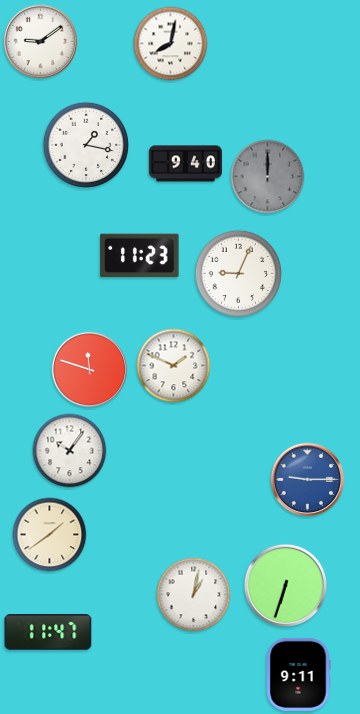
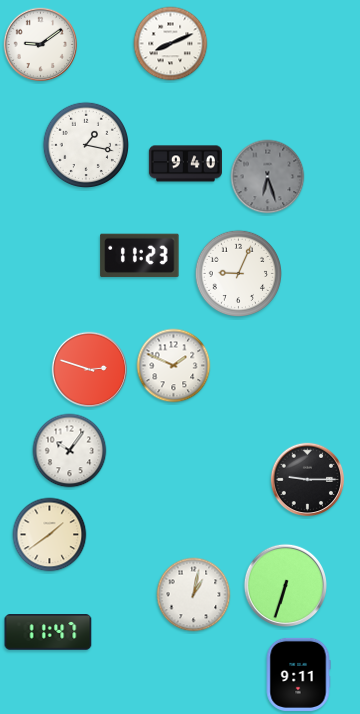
clock at (41, 42) position: (41, 42) -> (41, 45)
clock at (171, 44): 8:02 -> 8:11
clock at (268, 177): 12:00 -> 6:27
clock at (90, 370): 11:48 -> 2:48
clock at (308, 480) dial: blue -> black
